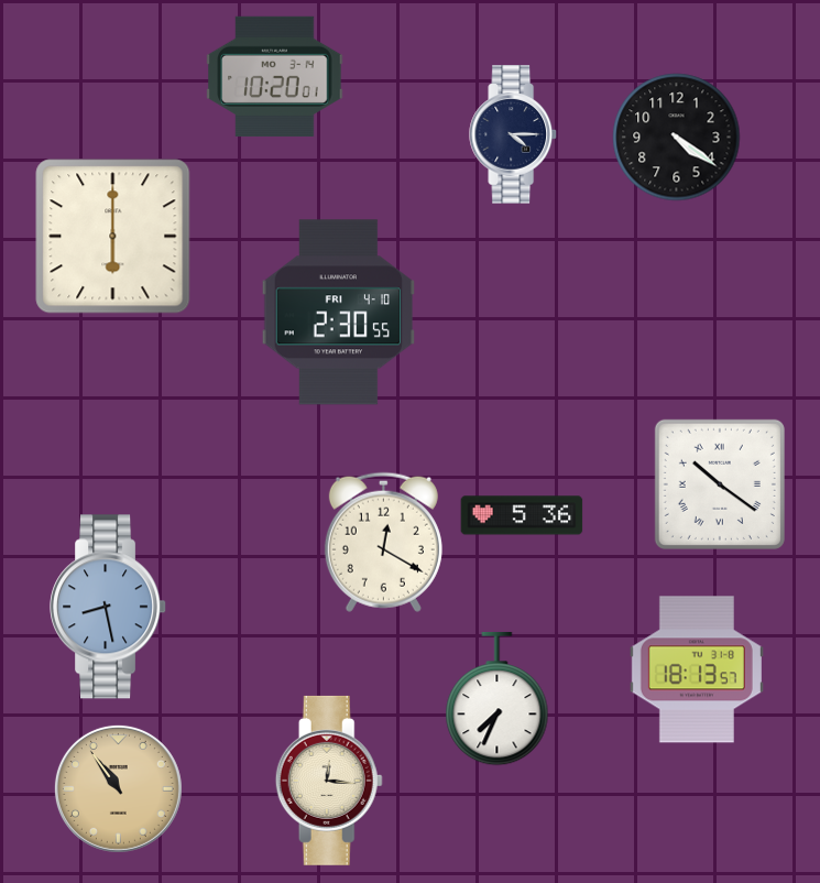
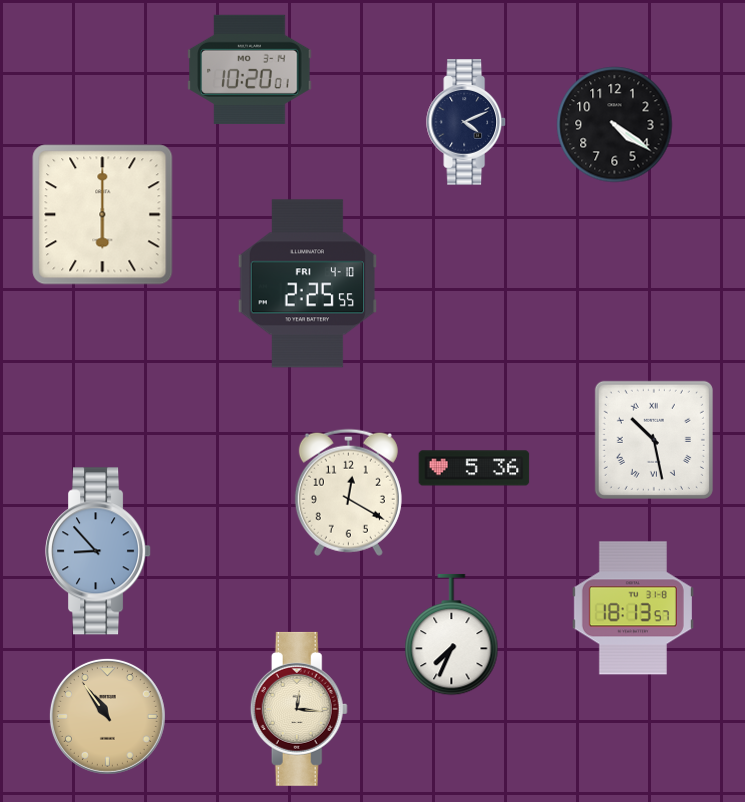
clock at (513, 134): 4:15 -> 4:11
clock at (338, 313): 2:30 -> 2:25
clock at (720, 484): 10:21 -> 10:28
clock at (109, 607): 8:28 -> 8:53
